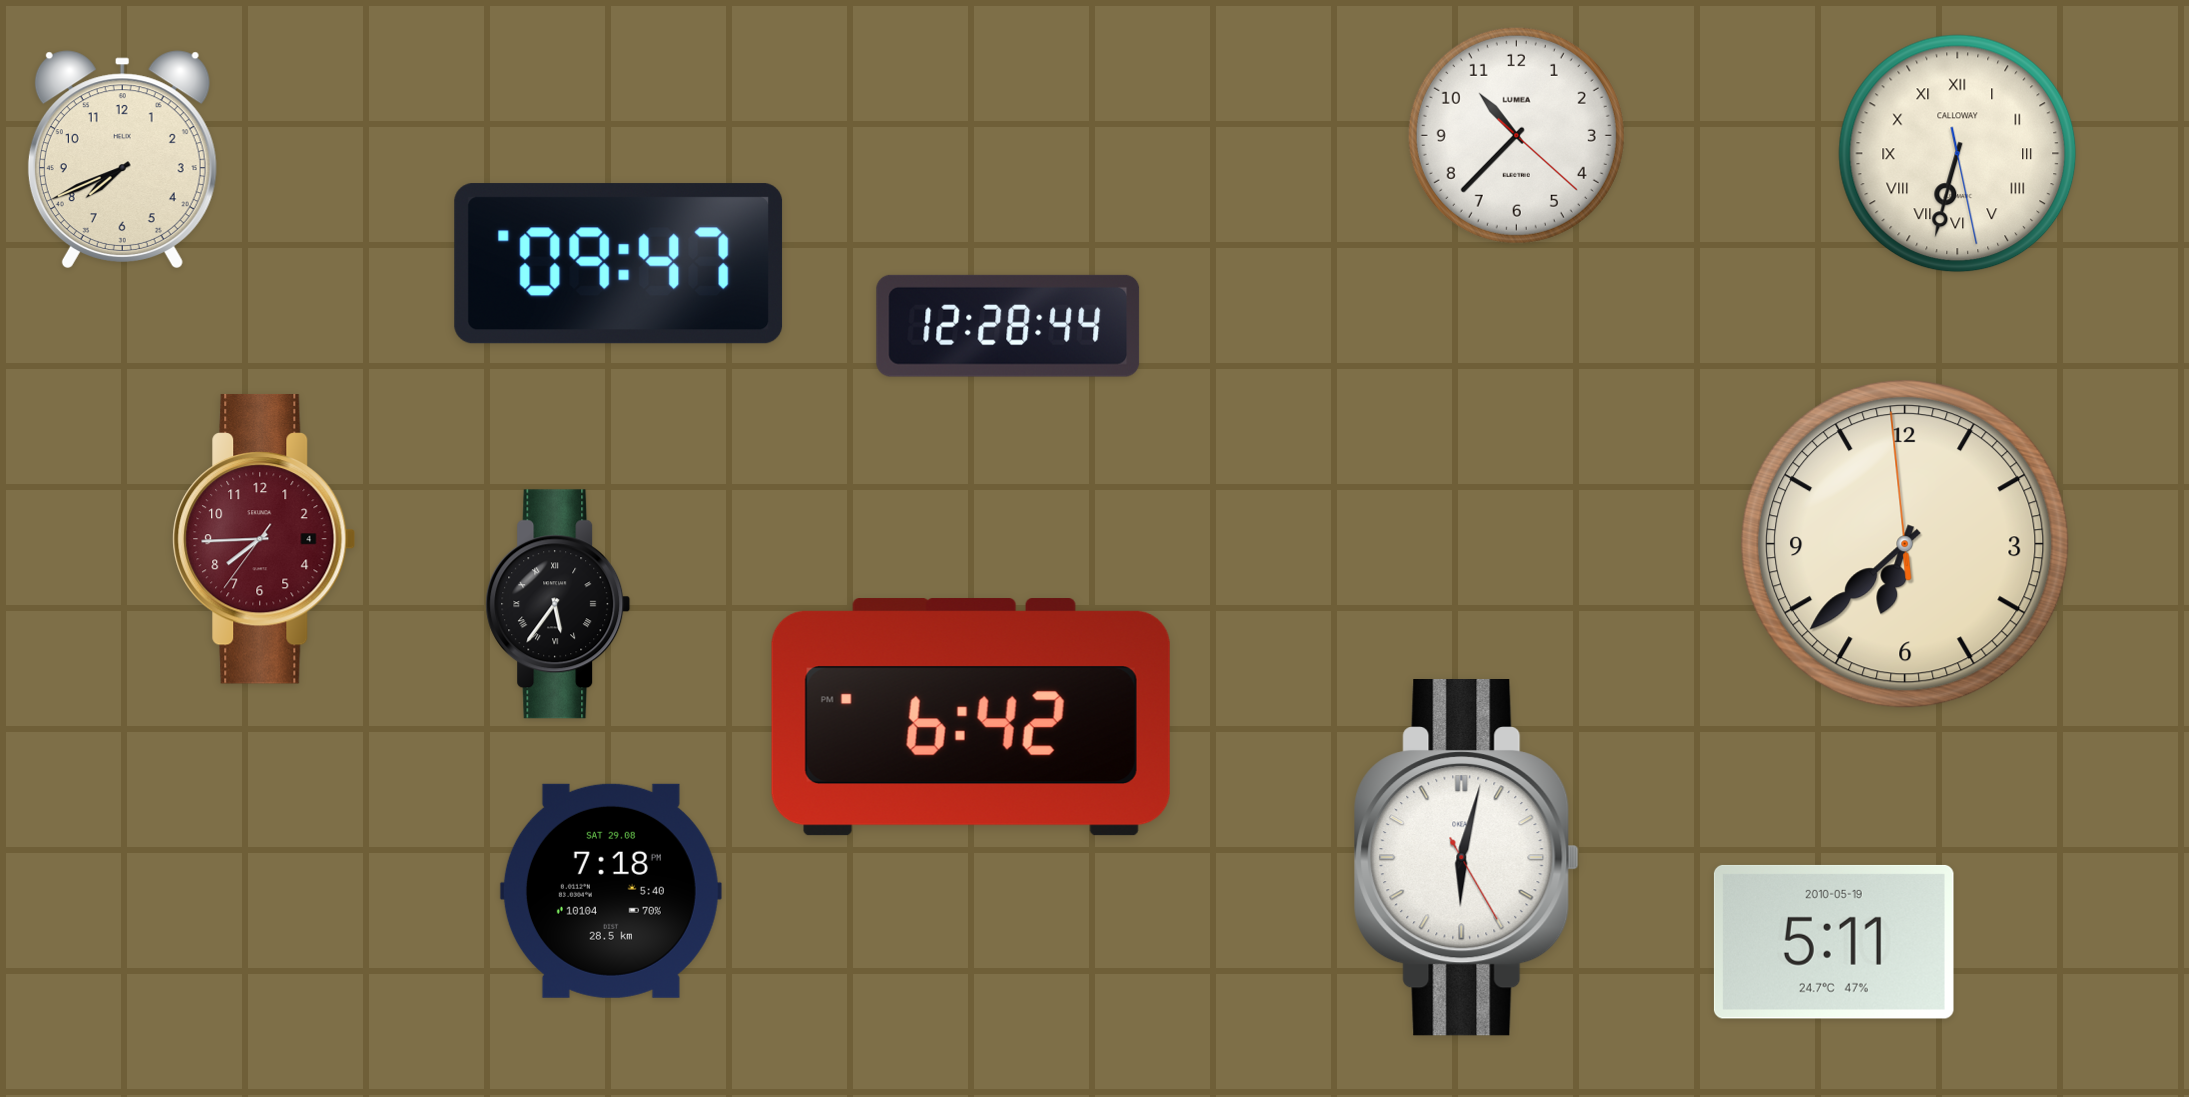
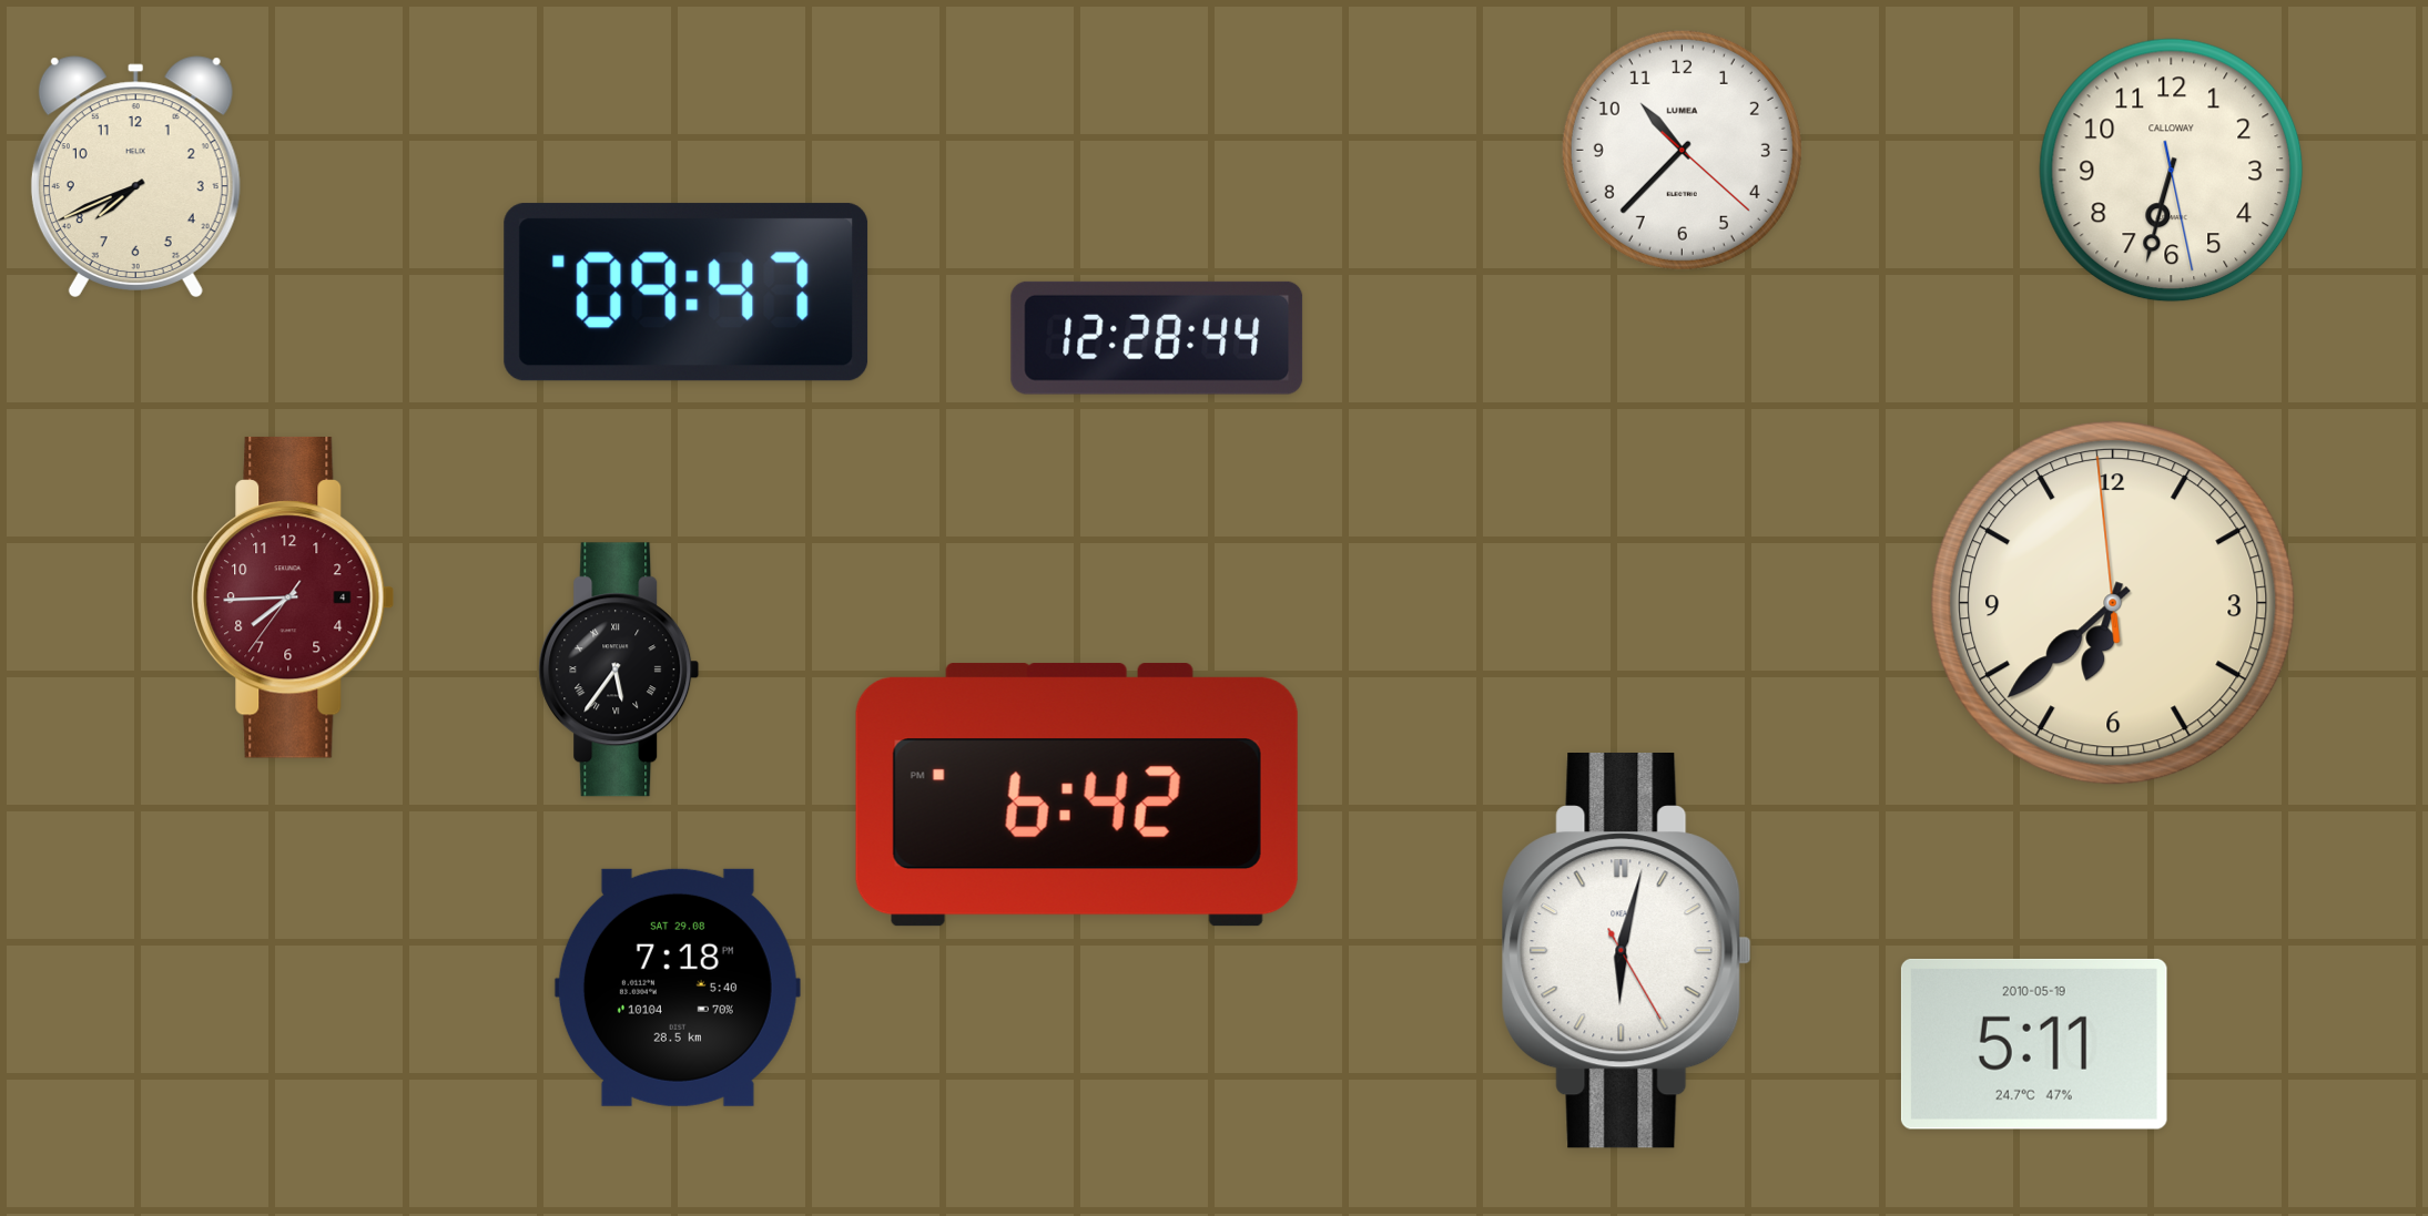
clock at (1958, 154) numerals: Roman -> Arabic
clock at (1008, 326) position: (1008, 326) -> (1157, 338)
